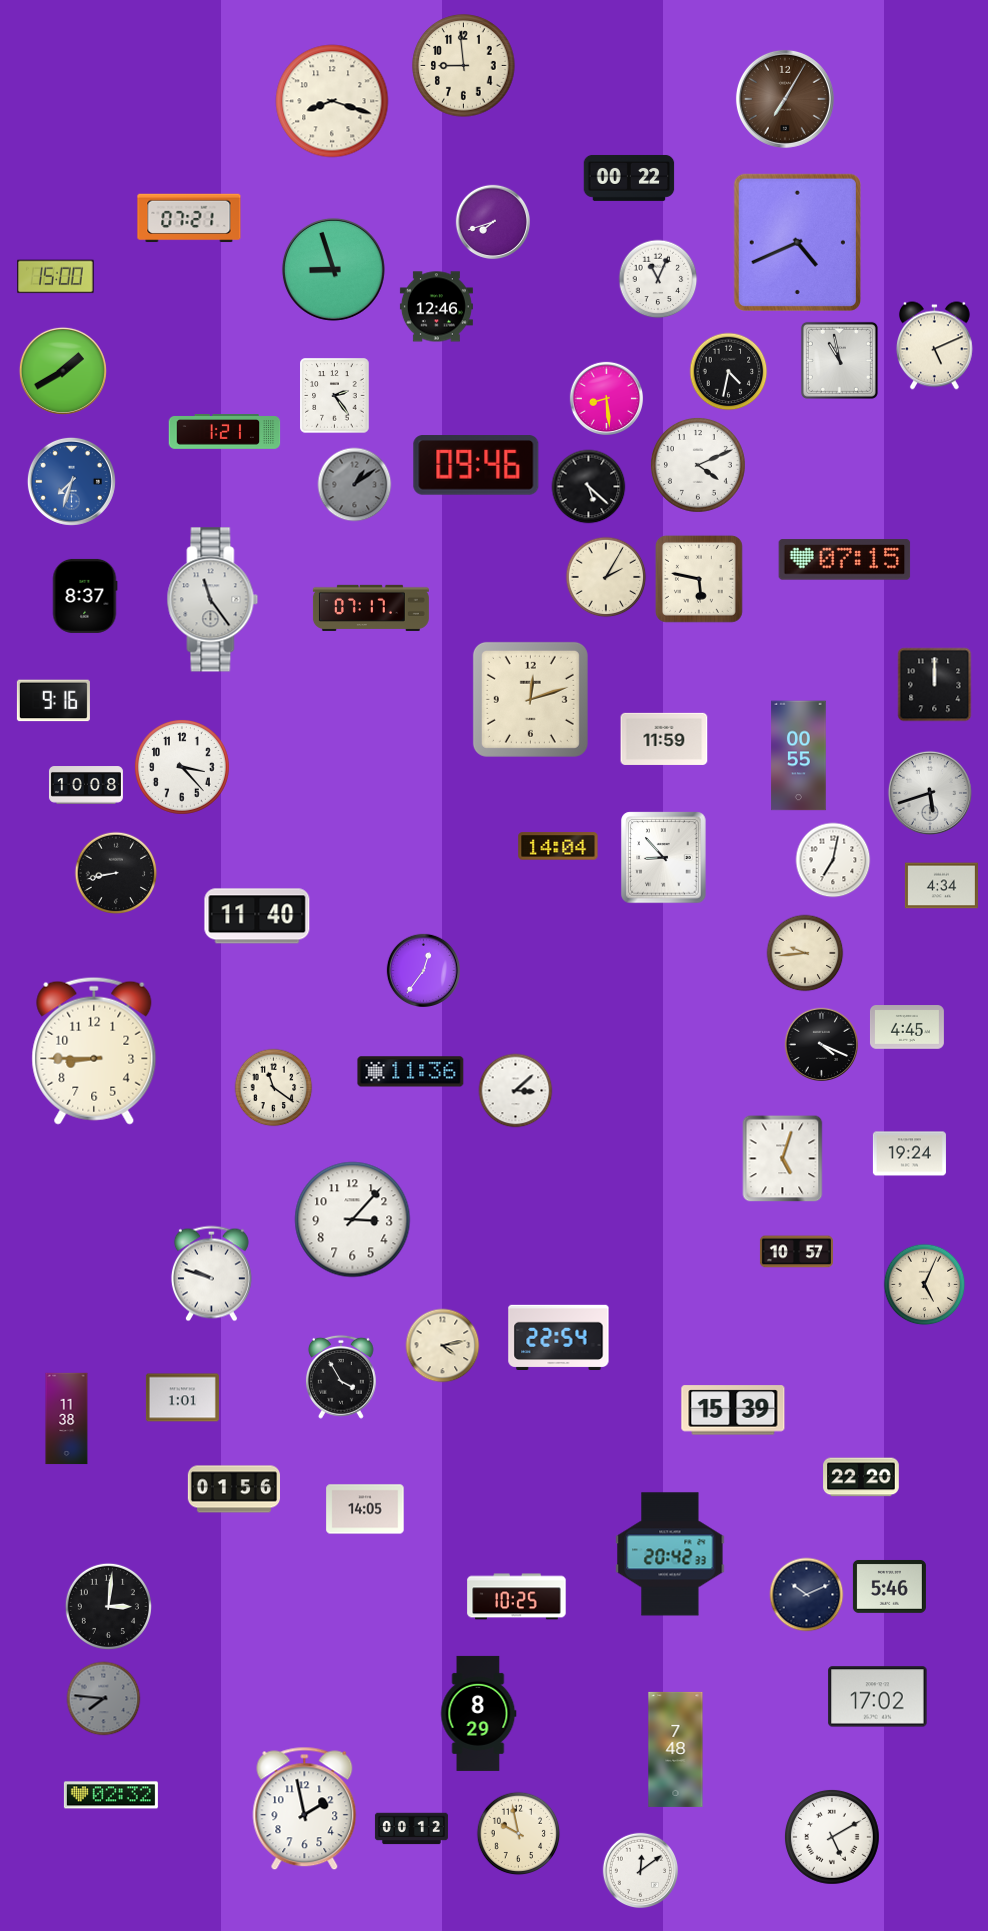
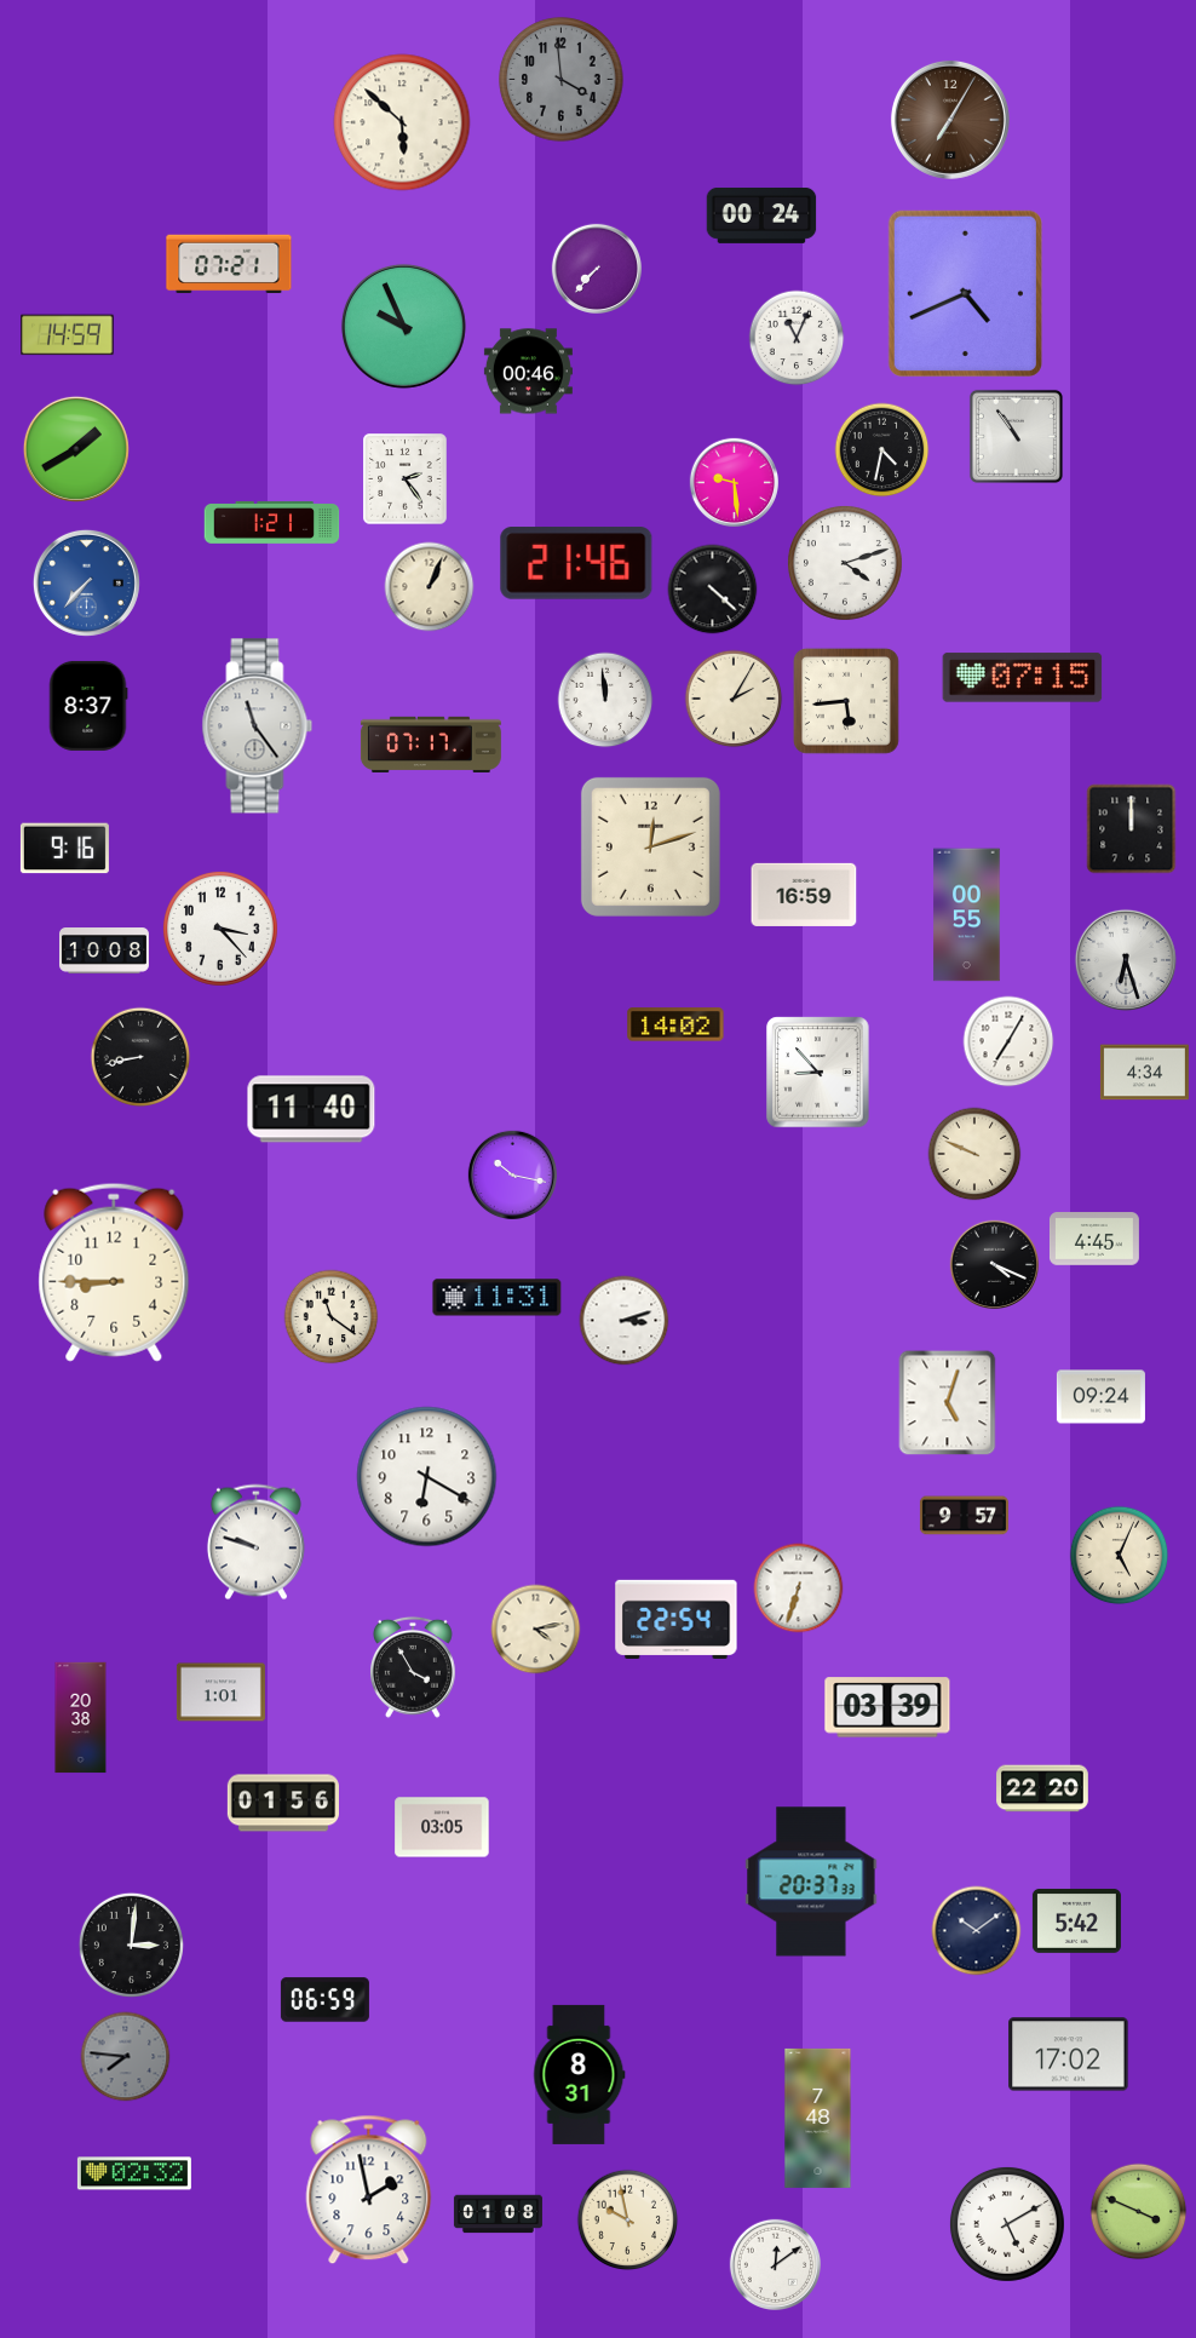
clock at (464, 66): 8:59 -> 3:59
clock at (464, 66) dial: cream -> grey
clock at (332, 101): 8:18 -> 5:52
clock at (629, 178): 00:22 -> 00:24
clock at (492, 221): 7:42 -> 7:37
clock at (333, 269): 8:57 -> 9:56
clock at (56, 277): 15:00 -> 14:59
clock at (436, 307): 12:46 -> 00:46
clock at (935, 346): 5:11 -> none
clock at (839, 360): 10:58 -> 10:54
clock at (607, 398): 8:29 -> 9:29
clock at (476, 465): 09:46 -> 21:46
clock at (698, 465): 4:11 -> 4:12
clock at (71, 481): 7:33 -> 7:37
clock at (355, 485): 1:09 -> 1:04
clock at (355, 485) dial: grey -> cream
clock at (589, 487): 5:22 -> 4:22
clock at (605, 700): none -> 11:59
clock at (699, 579): 5:47 -> 5:44
clock at (85, 596) position: (85, 596) -> (88, 706)
clock at (371, 608) position: (371, 608) -> (431, 745)
clock at (530, 699) position: (530, 699) -> (650, 846)
clock at (664, 739): 11:59 -> 16:59
clock at (930, 793): 5:42 -> 6:27
clock at (558, 846): 14:04 -> 14:02
clock at (664, 858) position: (664, 858) -> (818, 1073)
clock at (833, 860): 7:02 -> 7:05
clock at (941, 886) position: (941, 886) -> (1144, 1073)
clock at (805, 953): 9:44 -> 9:49
clock at (424, 970): 12:36 -> 10:17
clock at (907, 1027) position: (907, 1027) -> (1094, 1239)
clock at (411, 1072): 11:36 -> 11:31
clock at (516, 1091): 3:08 -> 3:12
clock at (909, 1154): 19:24 -> 09:24
clock at (353, 1220): 3:07 -> 6:20
clock at (796, 1252): 10:57 -> 9:57
clock at (799, 1589): none -> 6:33
clock at (733, 1410): 15:39 -> 03:39
clock at (67, 1419): 11:38 -> 20:38
clock at (365, 1509): 14:05 -> 03:05
clock at (670, 1554): 20:42 -> 20:37
clock at (889, 1586): 5:46 -> 5:42
clock at (807, 1595): 10:11 -> 10:09
clock at (517, 1597): 10:25 -> none
clock at (324, 2000): none -> 06:59
clock at (878, 1697) position: (878, 1697) -> (1069, 2055)
clock at (479, 1713): 8:29 -> 8:31
clock at (1139, 2212): none -> 3:49
clock at (411, 1829): 00:12 -> 01:08
